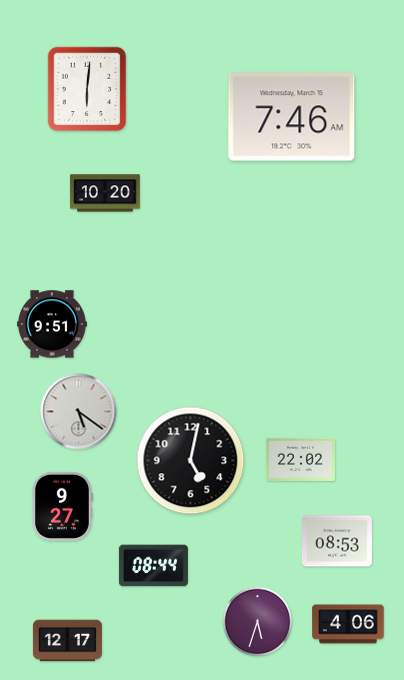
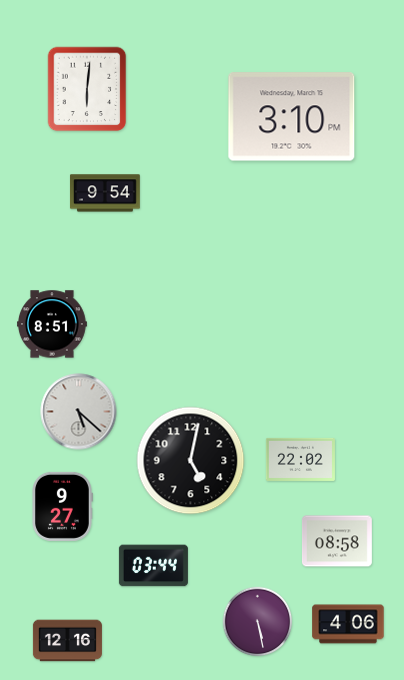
clock at (292, 117): 7:46 -> 3:10
clock at (105, 193): 10:20 -> 9:54
clock at (53, 324): 9:51 -> 8:51
clock at (79, 412): 5:21 -> 5:22
clock at (337, 541): 08:53 -> 08:58
clock at (153, 566): 08:44 -> 03:44
clock at (258, 622): 5:33 -> 5:28
clock at (67, 641): 12:17 -> 12:16
